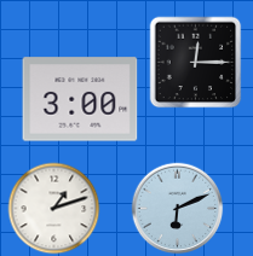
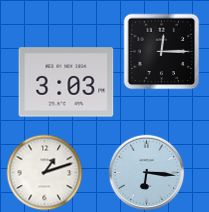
clock at (80, 99): 3:00 -> 3:03
clock at (178, 209): 6:11 -> 6:16
